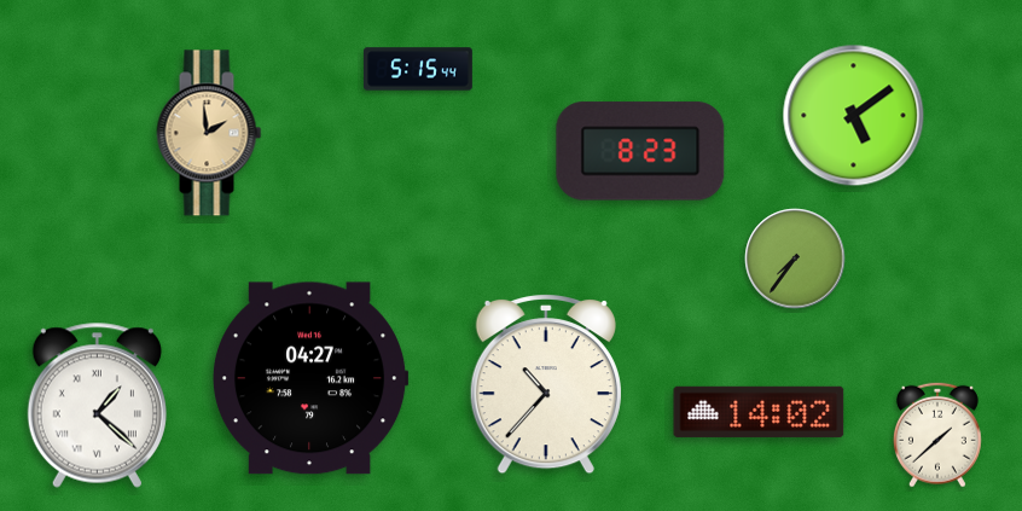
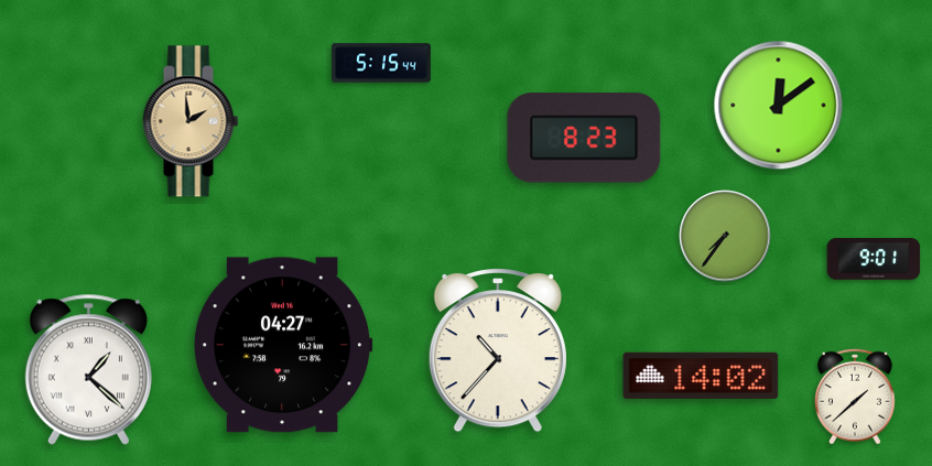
clock at (854, 116): 5:09 -> 12:09
clock at (874, 259): none -> 9:01
clock at (759, 412) position: (759, 412) -> (701, 376)
